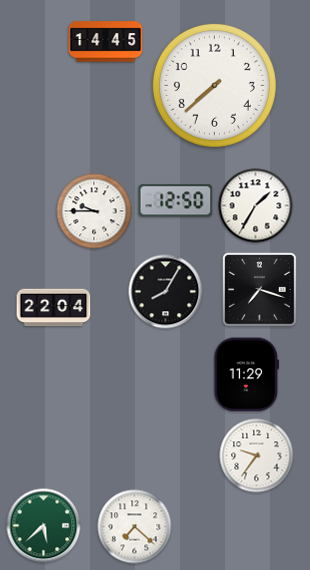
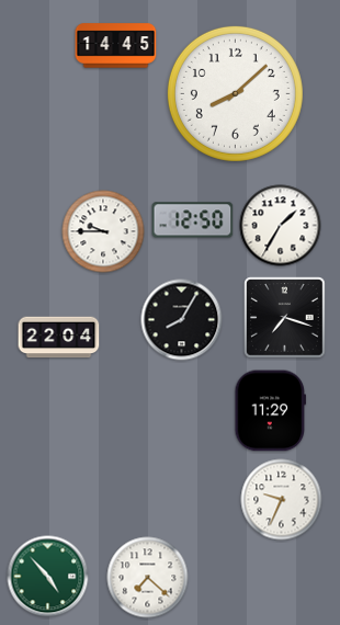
clock at (214, 85): 7:38 -> 8:08
clock at (257, 456): 9:36 -> 9:34
clock at (44, 526): 5:38 -> 4:53
